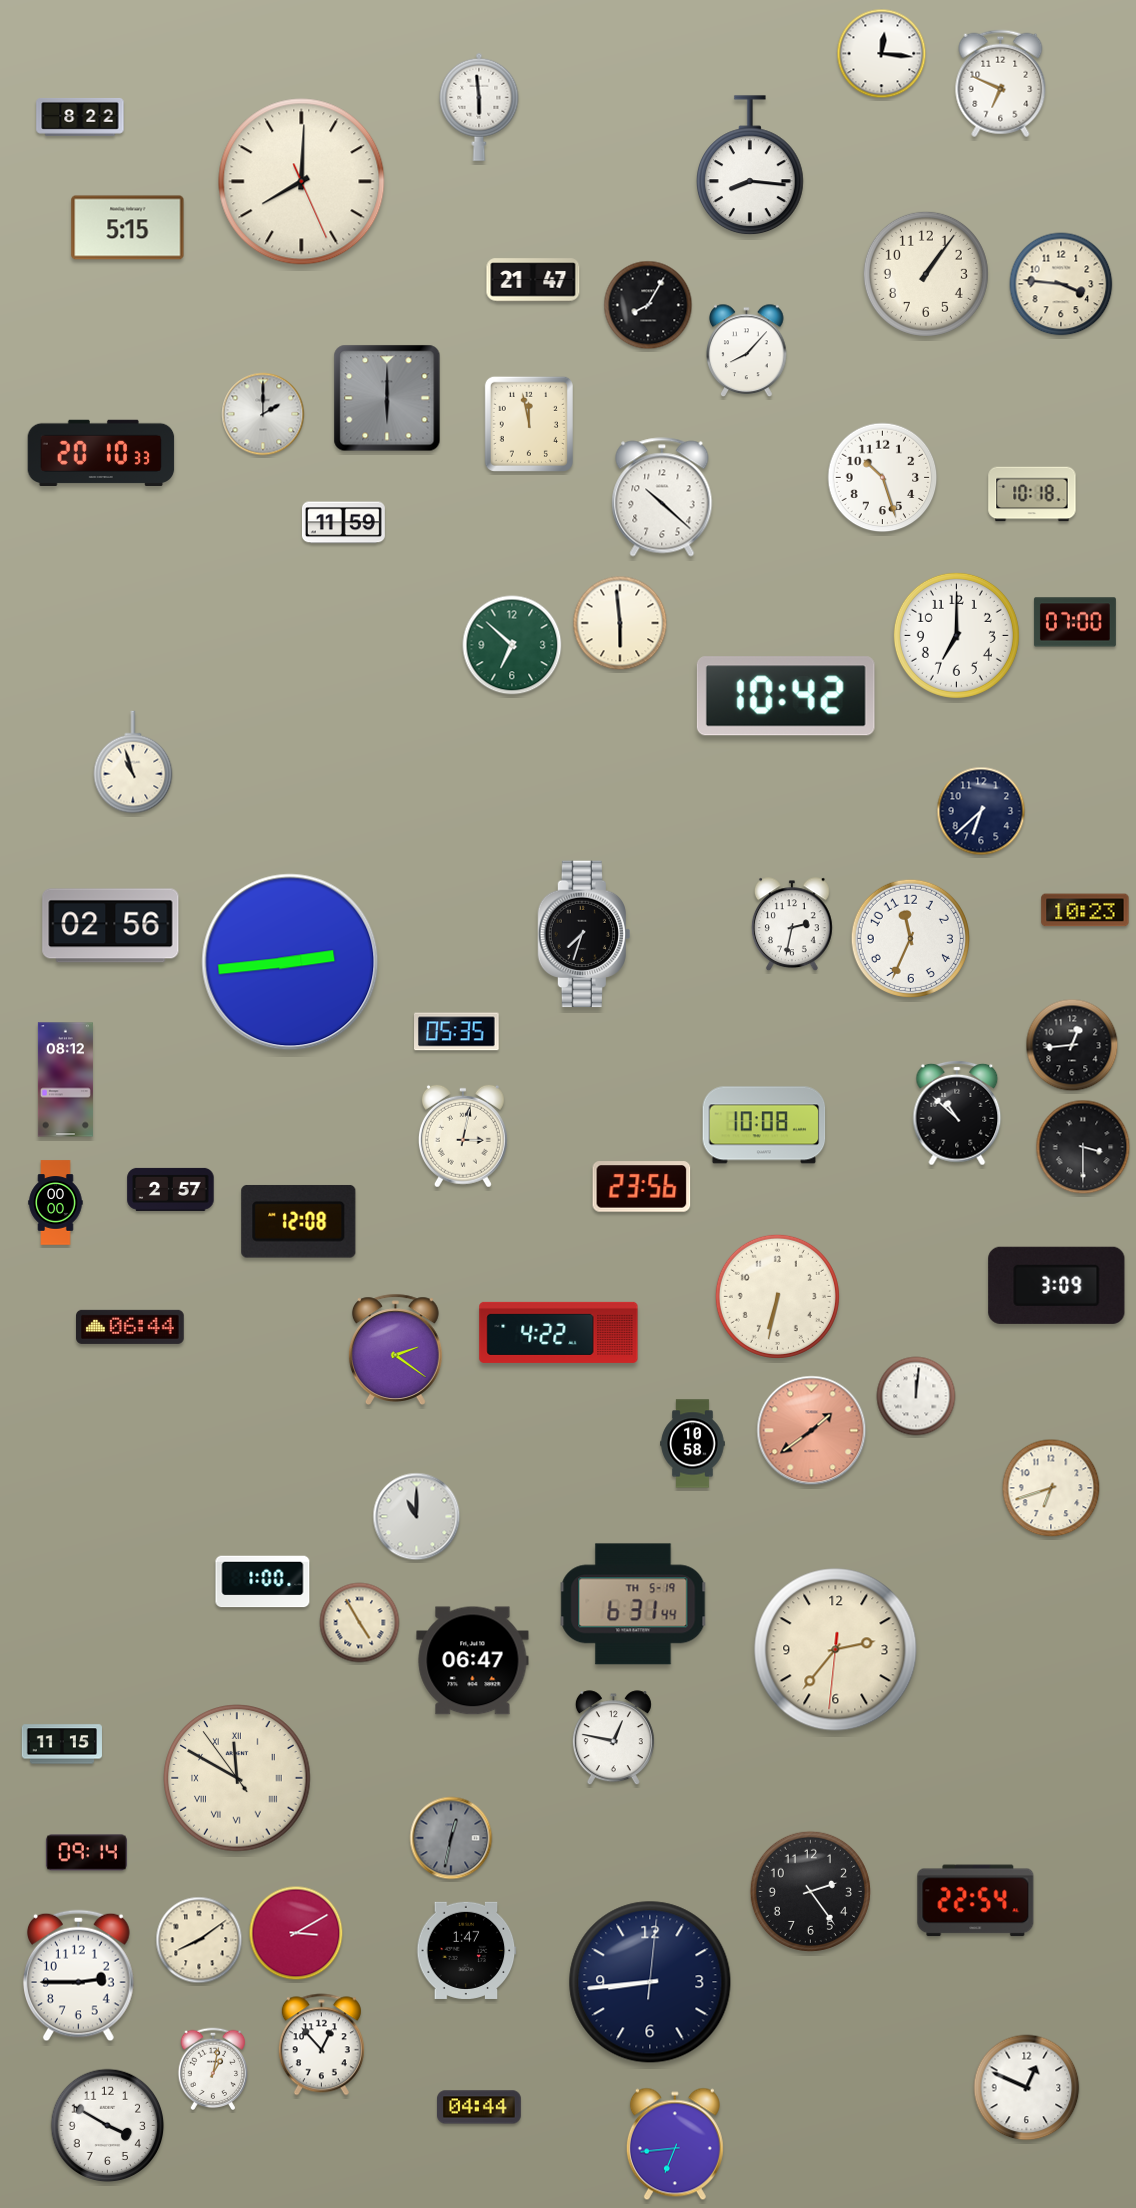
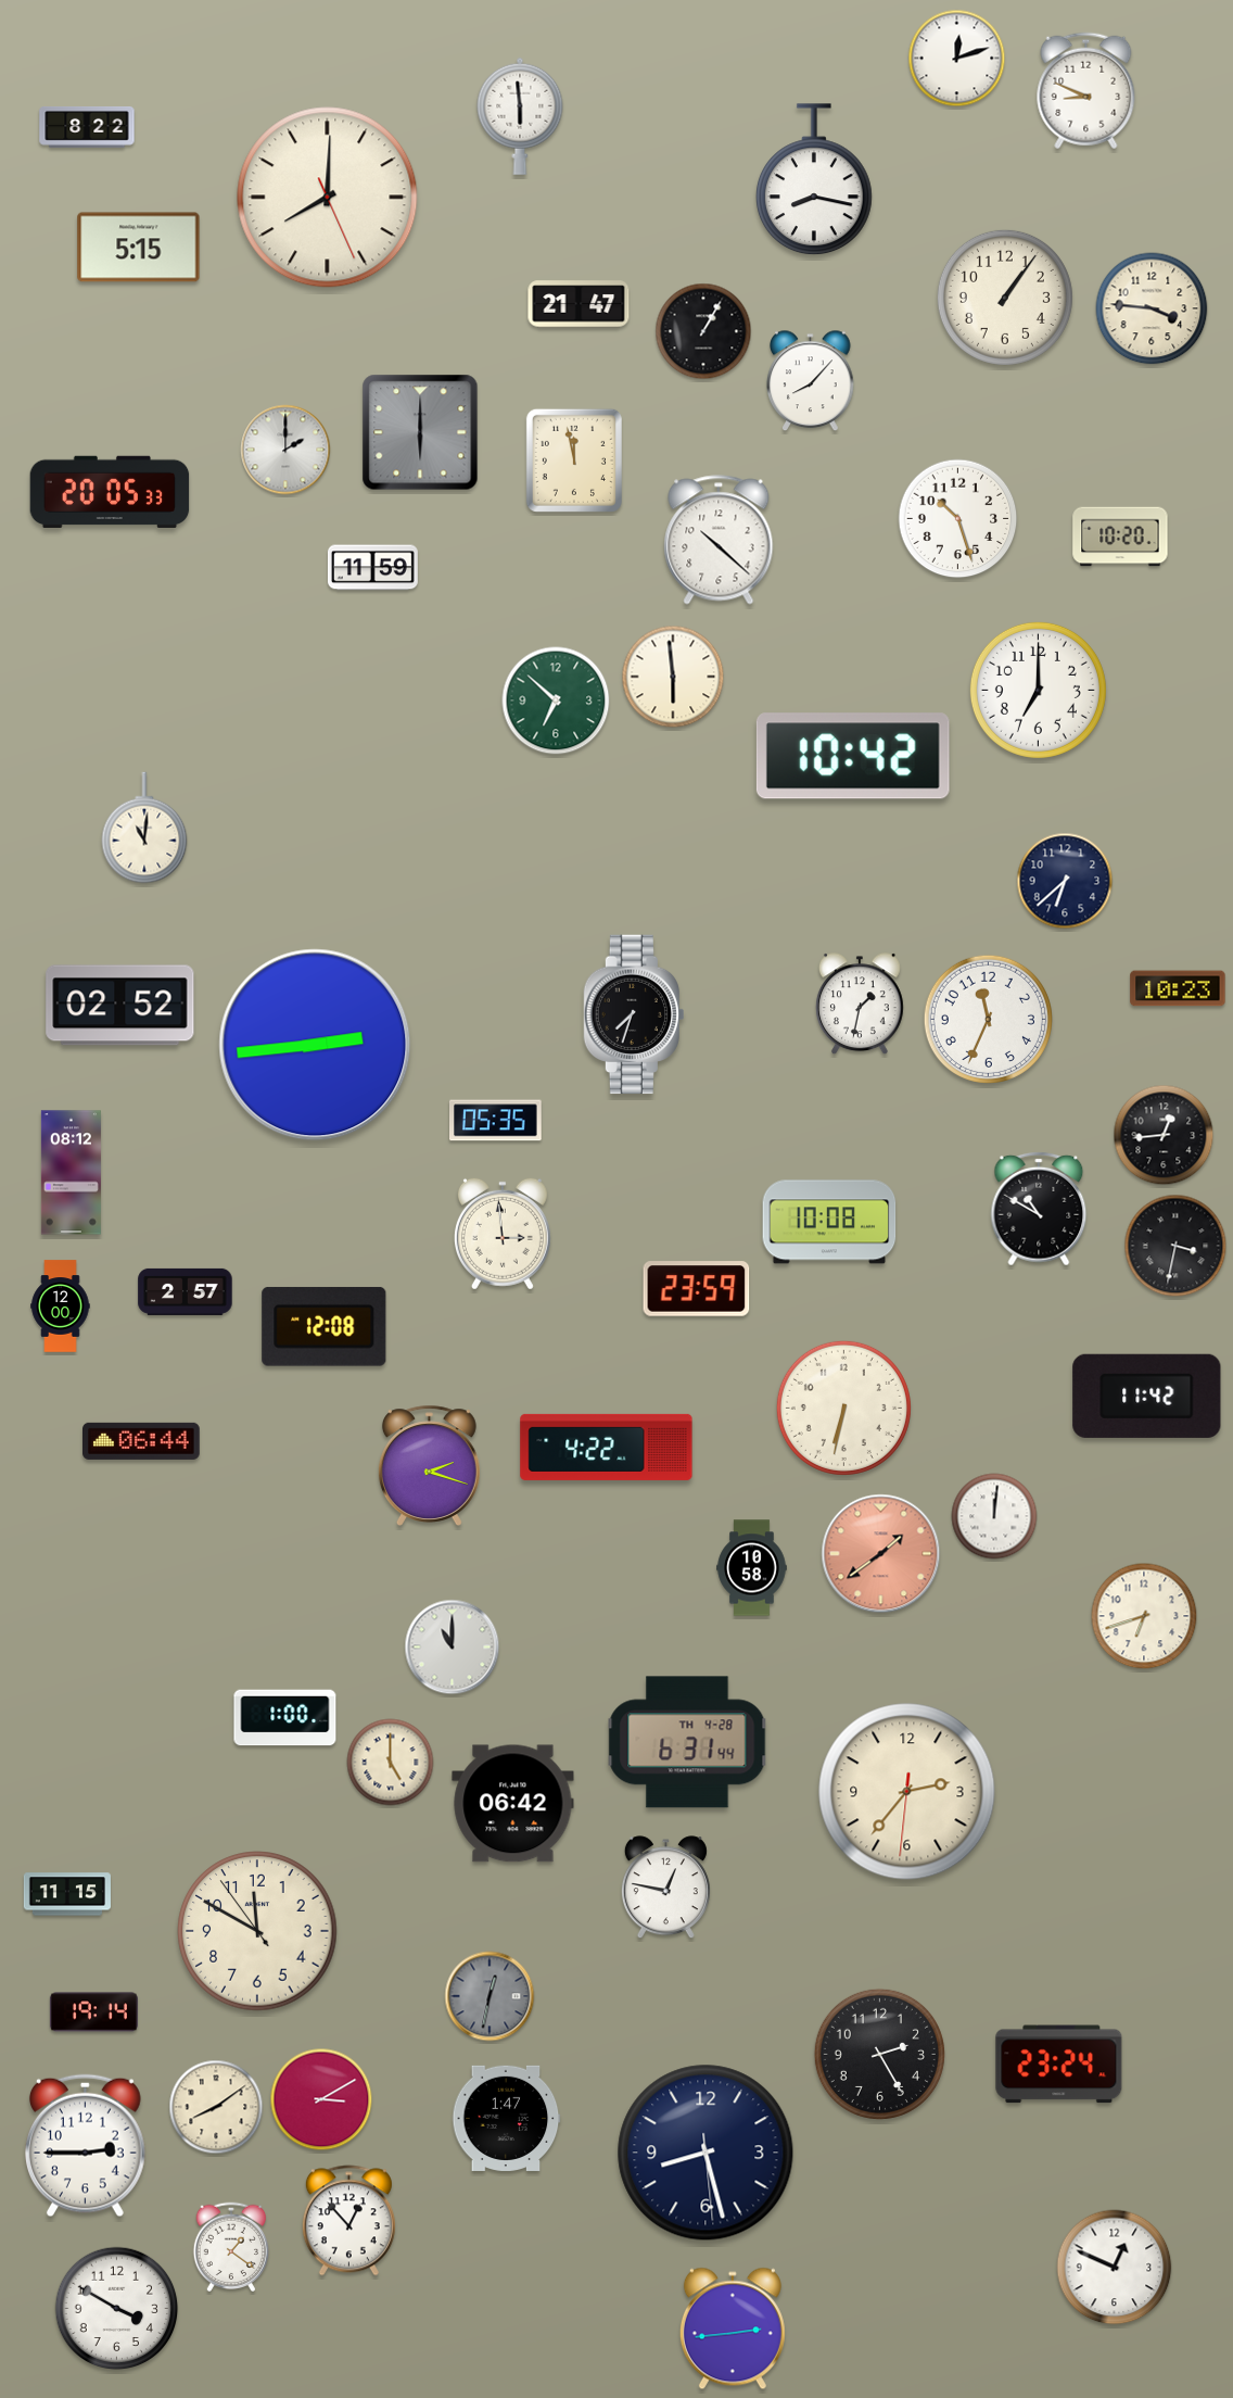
clock at (882, 54): 12:16 -> 12:12
clock at (1001, 84): 6:49 -> 8:49
clock at (750, 166): 8:16 -> 8:17
clock at (648, 305): 8:05 -> 1:05
clock at (101, 452): 20:10 -> 20:05
clock at (1032, 494): 10:18 -> 10:20
clock at (1075, 622): 07:00 -> none
clock at (133, 762): 10:57 -> 11:01
clock at (792, 925): 2:32 -> 1:32
clock at (111, 926): 02:56 -> 02:52
clock at (957, 1113): 10:52 -> 10:50
clock at (463, 1136): 3:02 -> 2:59
clock at (1083, 1147): 3:30 -> 3:32
clock at (642, 1187): 23:56 -> 23:59
clock at (56, 1203): 00:00 -> 12:00
clock at (1057, 1285): 3:09 -> 11:42
clock at (395, 1349): 2:21 -> 2:18
clock at (1051, 1488) position: (1051, 1488) -> (1144, 1616)
clock at (633, 1604) date: TH 5-19 -> TH 4-28
clock at (360, 1623): 4:55 -> 5:00
clock at (473, 1661): 06:47 -> 06:42
clock at (237, 1778) numerals: Roman -> Arabic
clock at (86, 1853): 09:14 -> 19:14
clock at (810, 1891): 2:24 -> 2:25
clock at (976, 1901): 22:54 -> 23:24
clock at (650, 1982): 8:44 -> 8:27
clock at (213, 2069): 1:02 -> 1:21
clock at (480, 2107): 04:44 -> none
clock at (675, 2144): 6:44 -> 2:44
